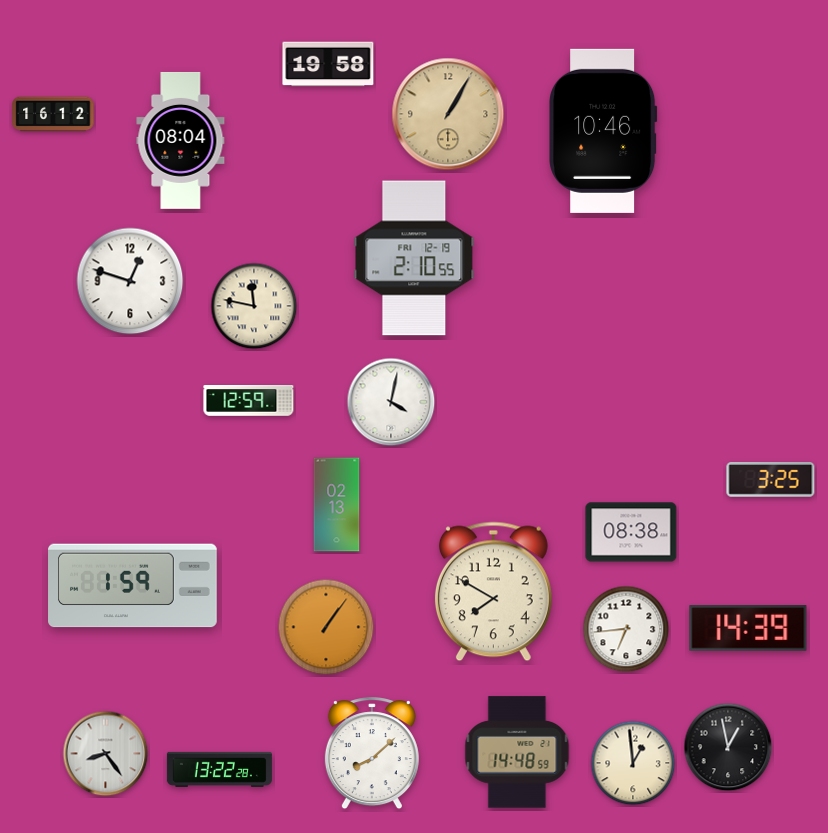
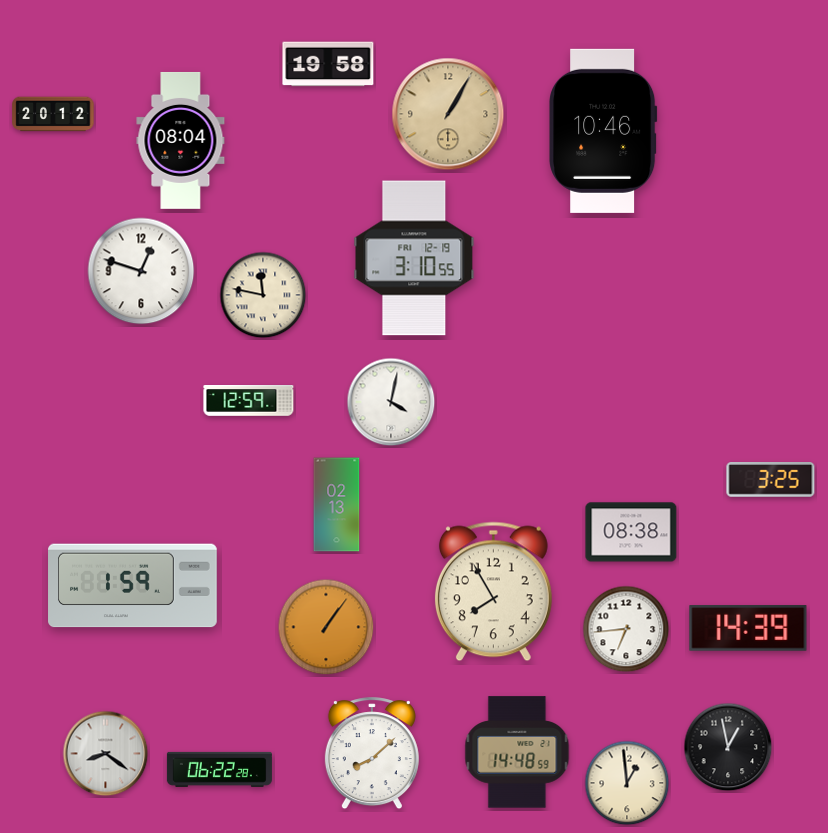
clock at (53, 114): 16:12 -> 20:12
clock at (414, 258): 2:10 -> 3:10
clock at (130, 281) position: (130, 281) -> (141, 271)
clock at (254, 306) position: (254, 306) -> (263, 295)
clock at (493, 592): 7:50 -> 7:55
clock at (106, 754): 8:24 -> 8:21
clock at (633, 763) position: (633, 763) -> (627, 783)
clock at (219, 769): 13:22 -> 06:22
